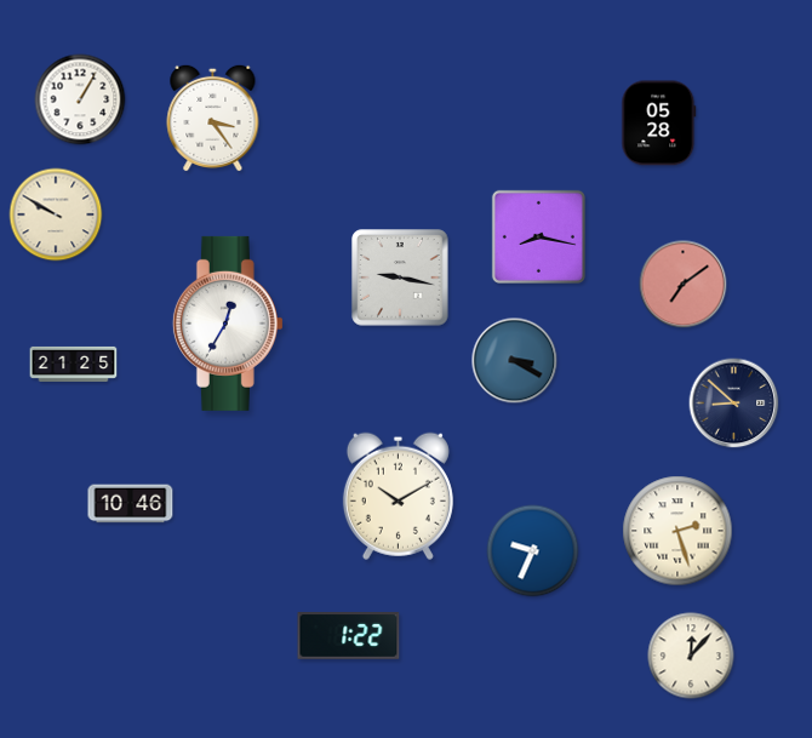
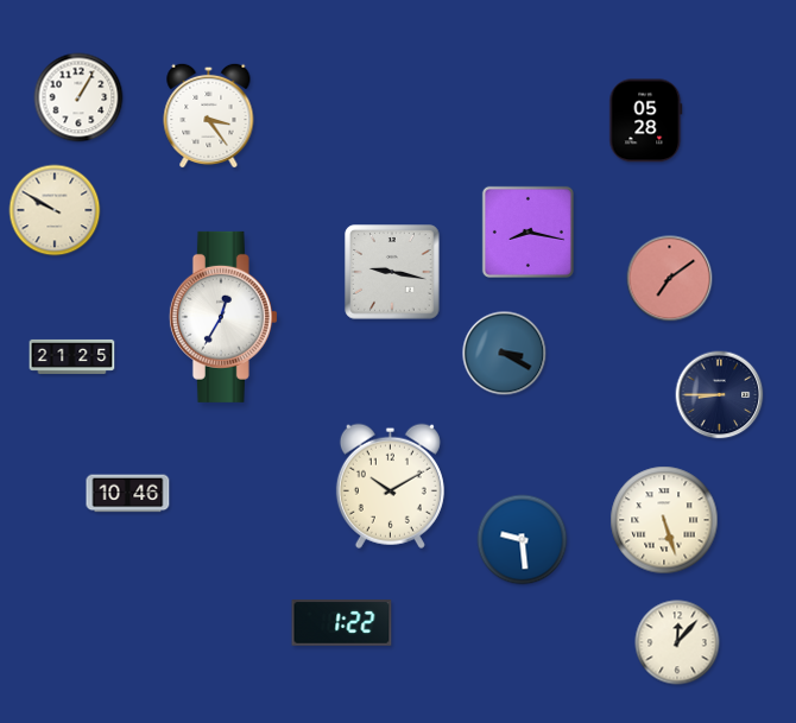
clock at (734, 404): 8:52 -> 8:45
clock at (677, 531): 2:27 -> 5:27
clock at (533, 551): 9:34 -> 9:29
